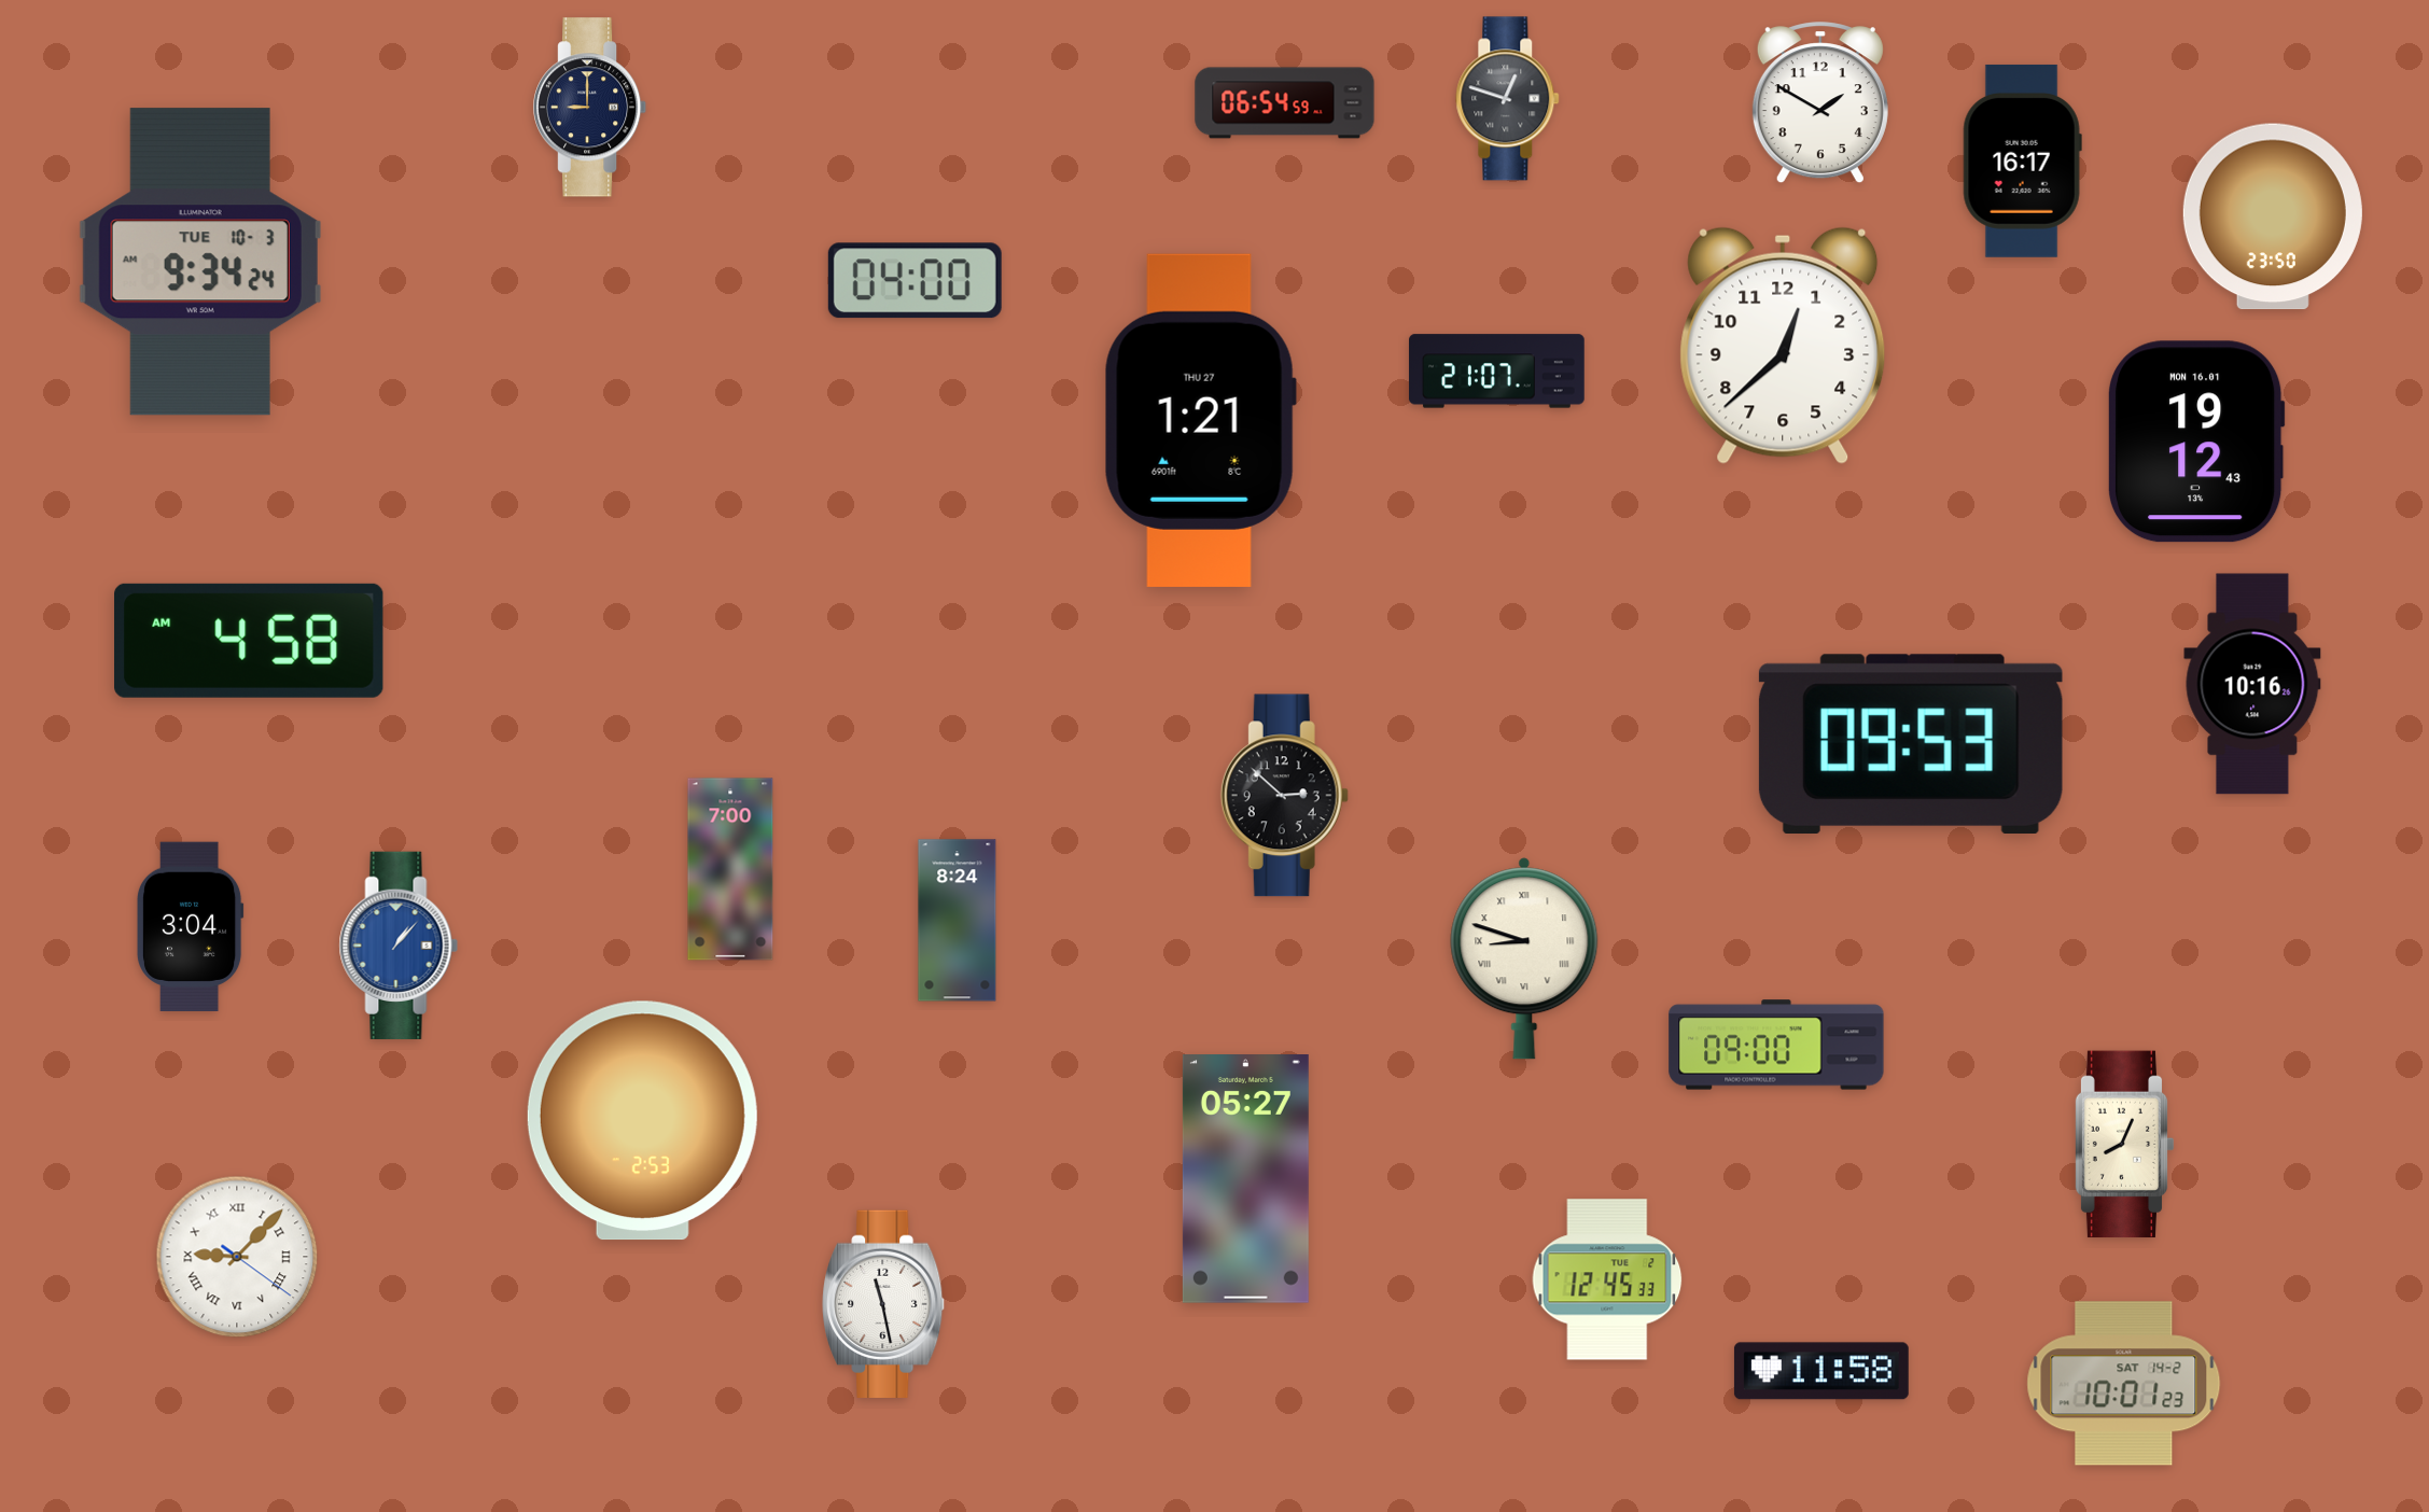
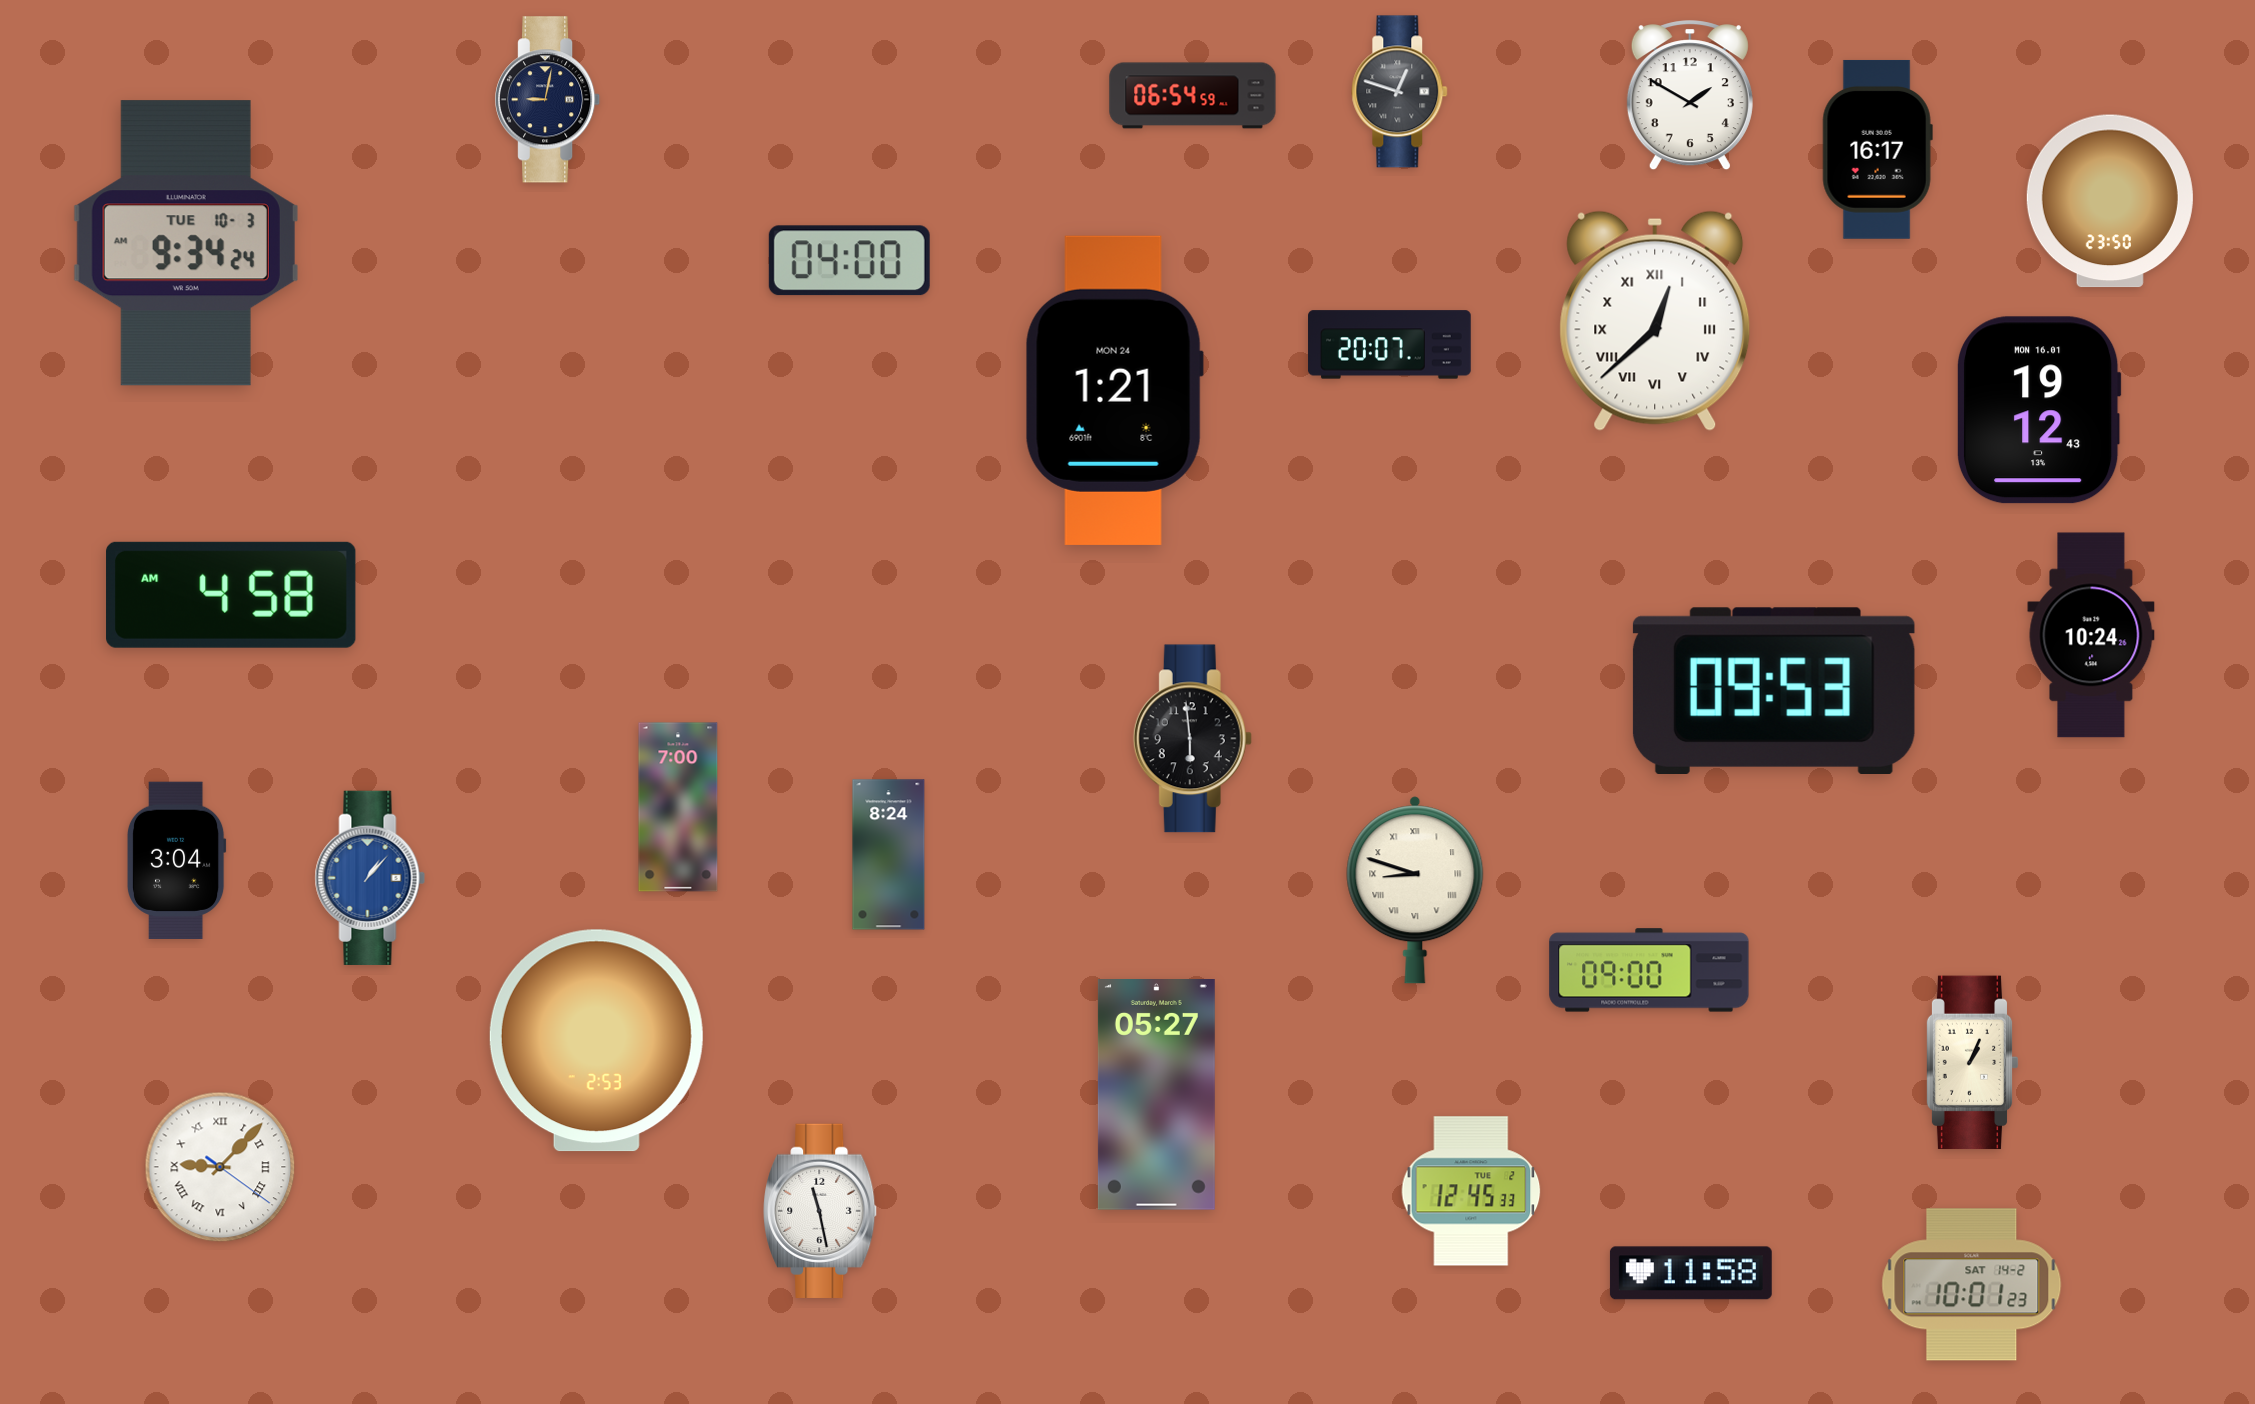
clock at (590, 108): 9:00 -> 9:02
clock at (1783, 346) numerals: Arabic -> Roman
clock at (1497, 372): 21:07 -> 20:07
clock at (1200, 420) date: THU 27 -> MON 24
clock at (2252, 684): 10:16 -> 10:24
clock at (1284, 796): 2:52 -> 5:59
clock at (2124, 1145): 8:04 -> 1:04
clock at (1607, 1279) position: (1607, 1279) -> (1471, 1191)
